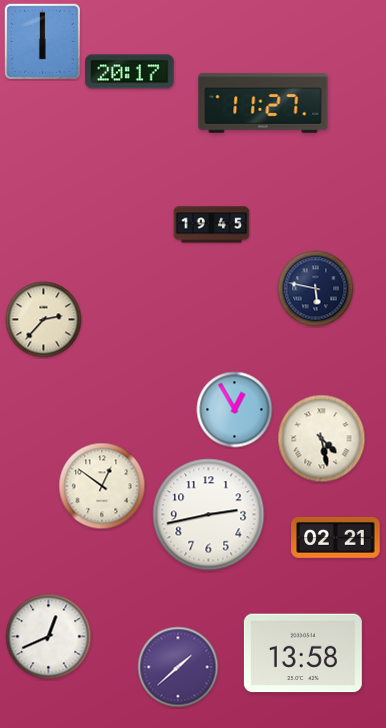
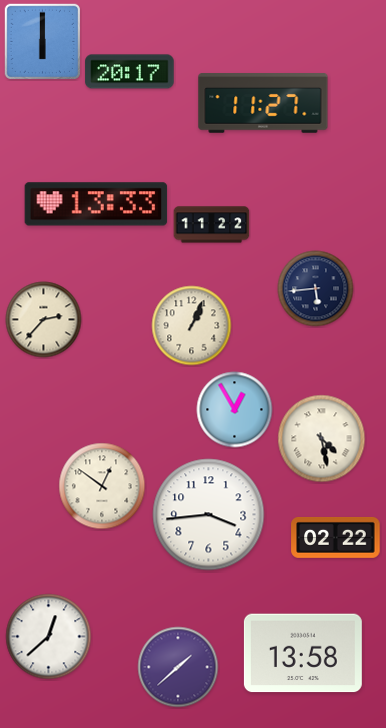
clock at (96, 204): none -> 13:33
clock at (212, 225): 19:45 -> 11:22
clock at (316, 289): 5:47 -> 5:44
clock at (192, 326): none -> 1:04
clock at (209, 515): 2:43 -> 3:44
clock at (336, 537): 02:21 -> 02:22
clock at (49, 637): 12:41 -> 12:38
